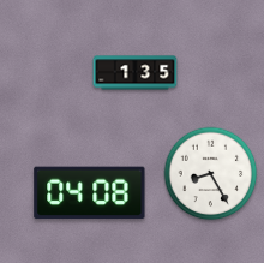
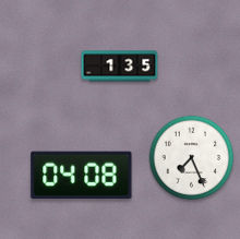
clock at (136, 73) position: (136, 73) -> (120, 67)
clock at (211, 174): 8:25 -> 7:26
